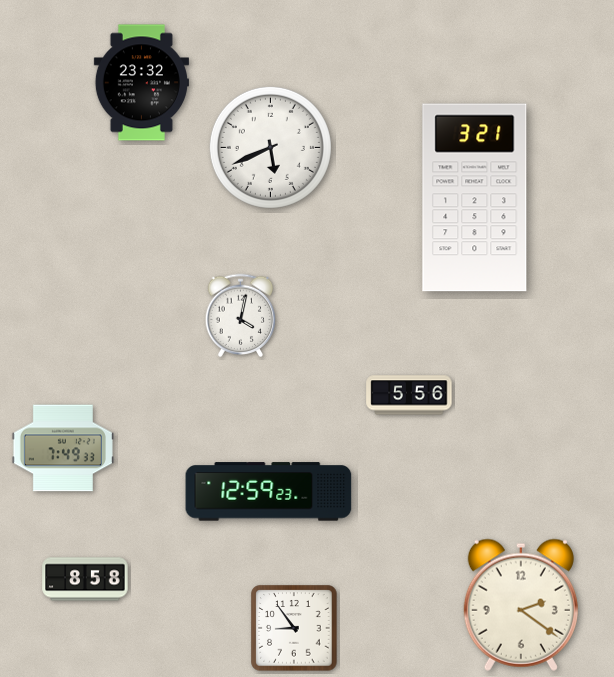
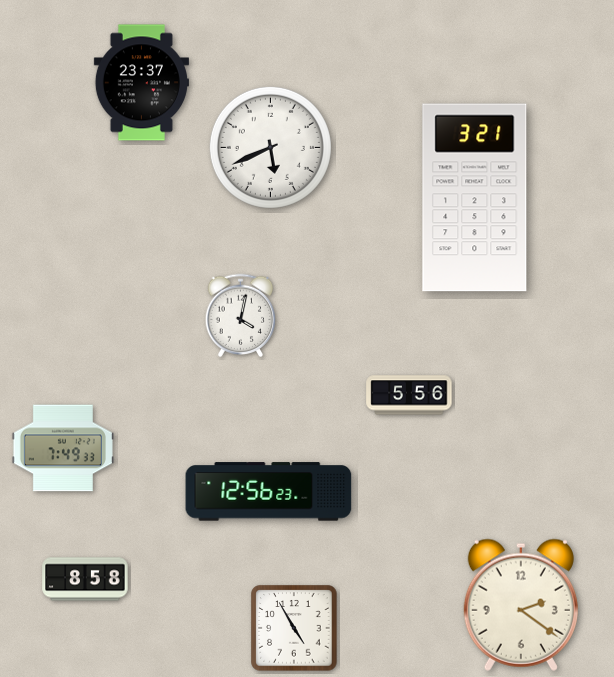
clock at (141, 83): 23:32 -> 23:37
clock at (269, 492): 12:59 -> 12:56
clock at (294, 628): 8:54 -> 4:55
